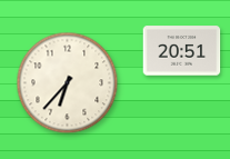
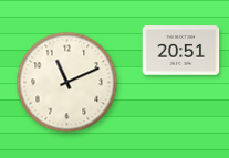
clock at (68, 83): 6:37 -> 11:11
